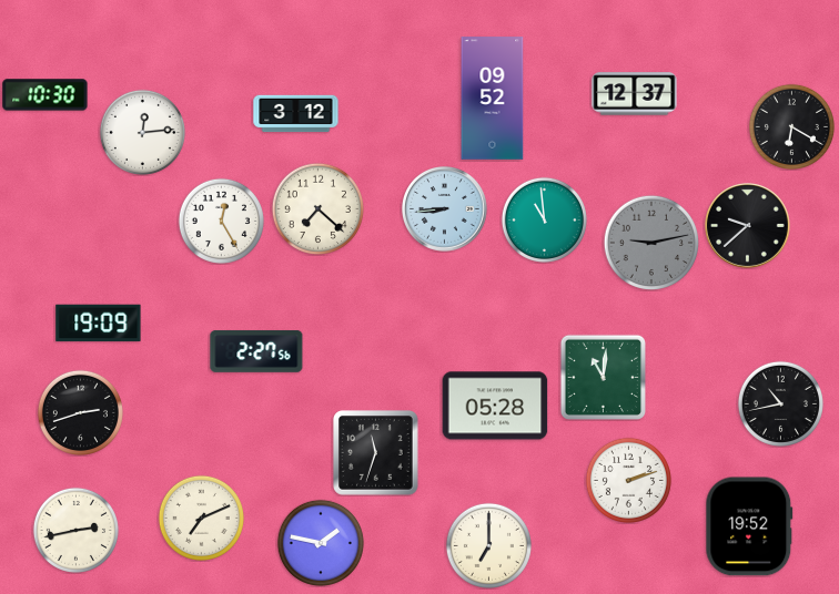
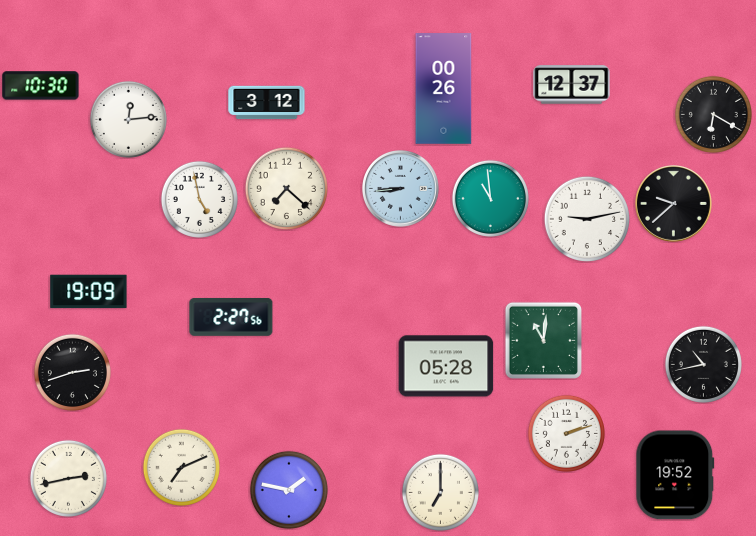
clock at (493, 99): 09:52 -> 00:26
clock at (221, 221): 12:25 -> 4:58
clock at (650, 242) dial: grey -> white
clock at (376, 453): 11:33 -> none
